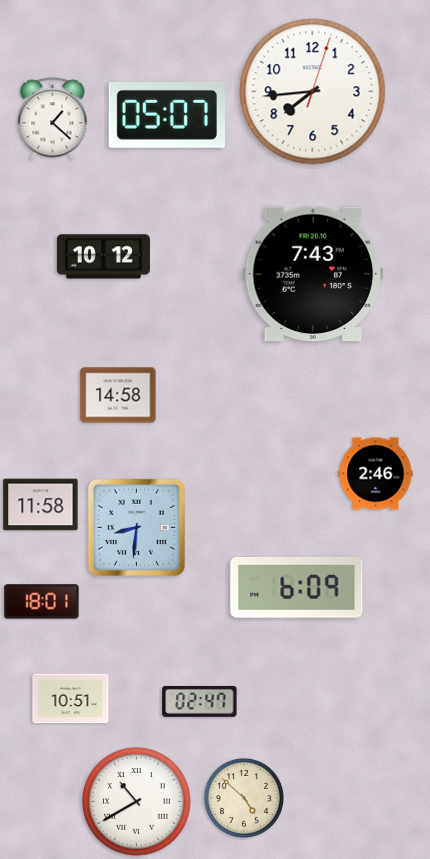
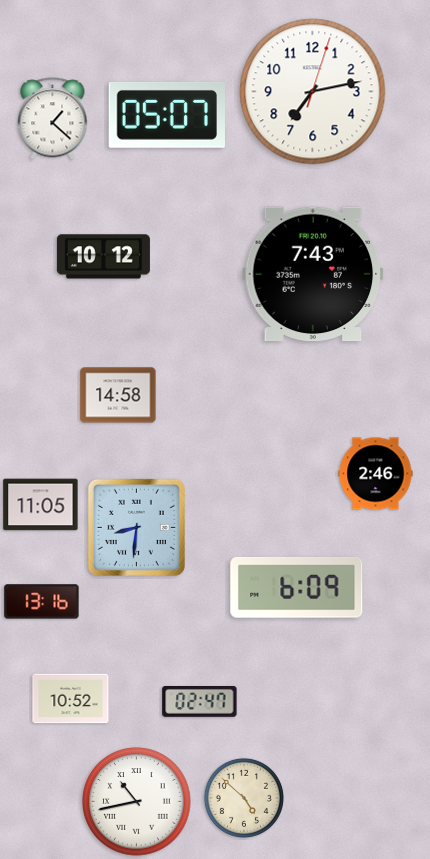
clock at (313, 92): 7:44 -> 7:13
clock at (41, 505): 11:58 -> 11:05
clock at (42, 602): 18:01 -> 13:16
clock at (71, 699): 10:51 -> 10:52
clock at (137, 802): 10:40 -> 10:43
